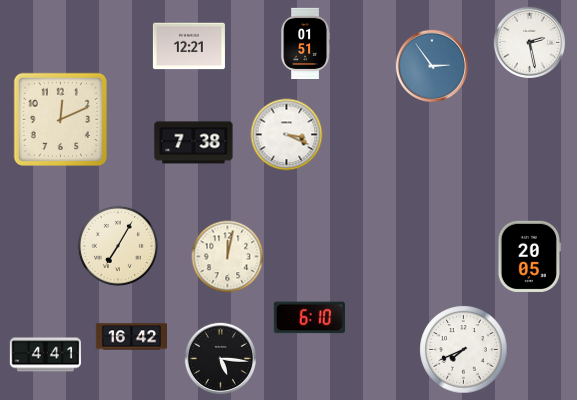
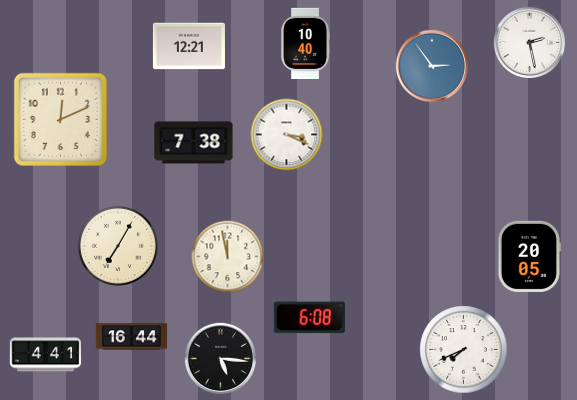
clock at (306, 43): 01:51 -> 10:40
clock at (228, 257): 12:02 -> 11:58
clock at (309, 318): 6:10 -> 6:08
clock at (131, 337): 16:42 -> 16:44
